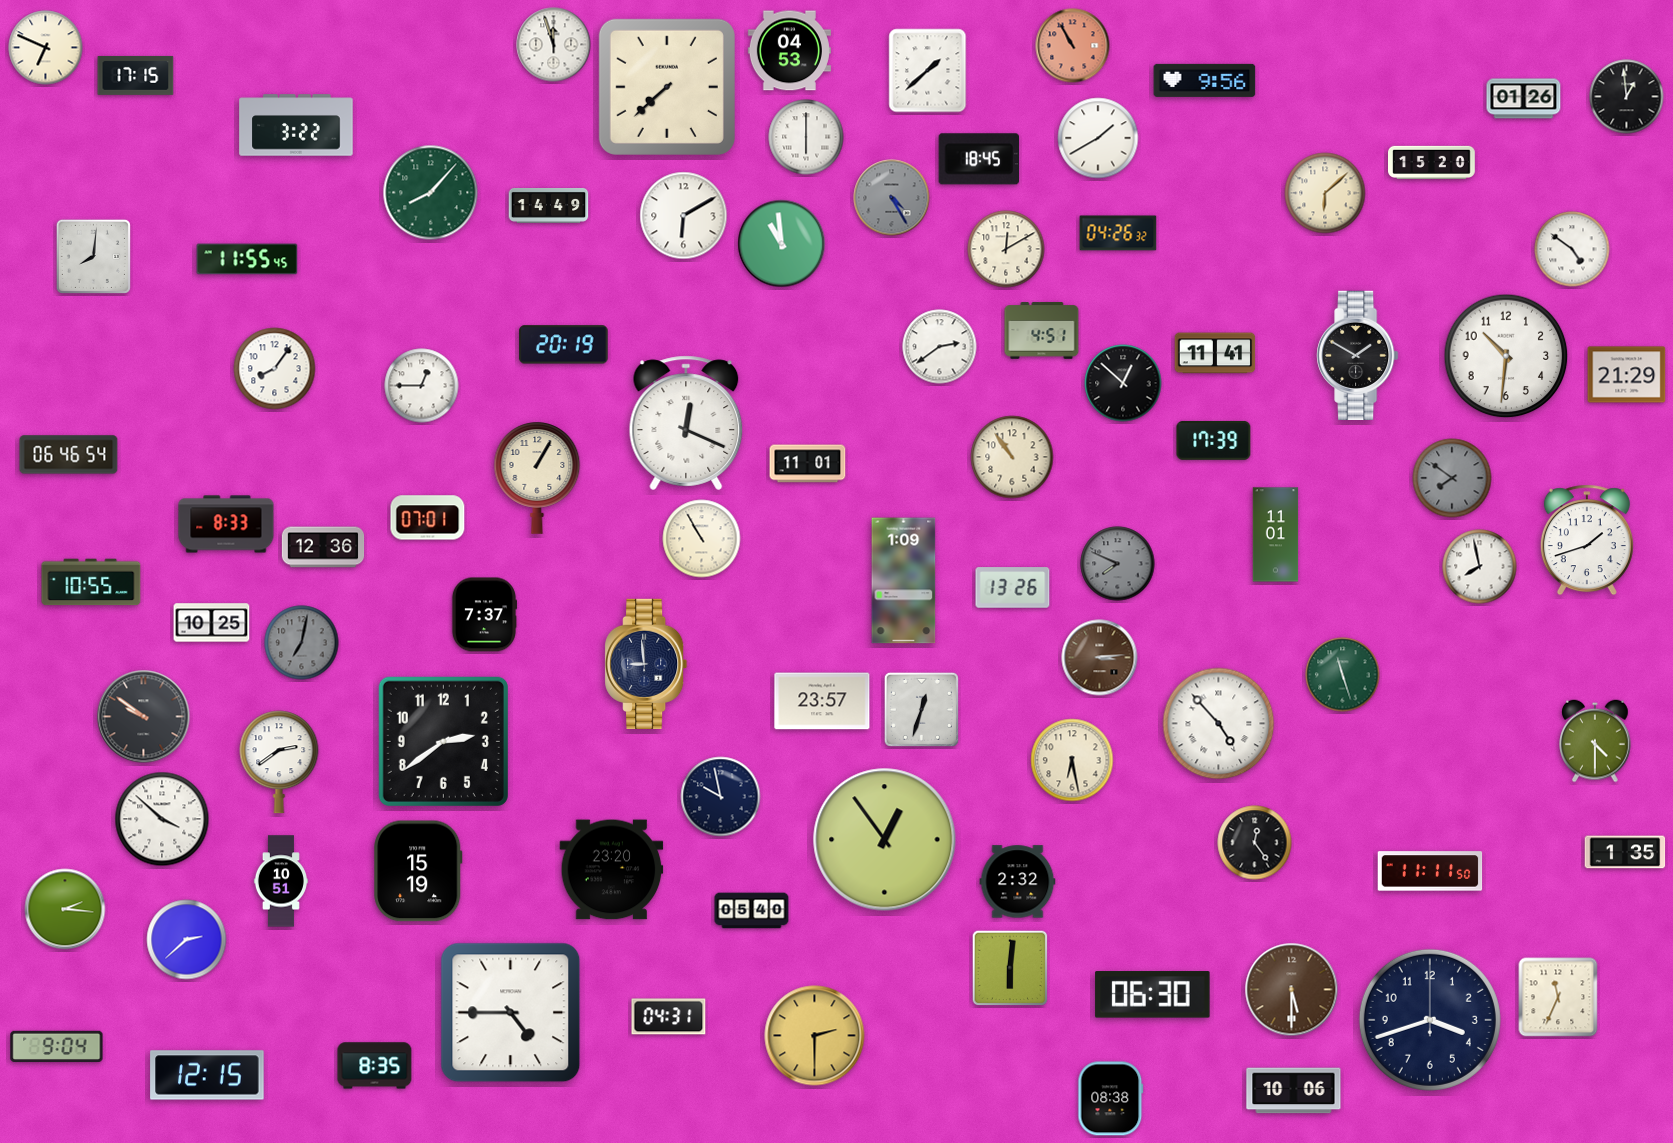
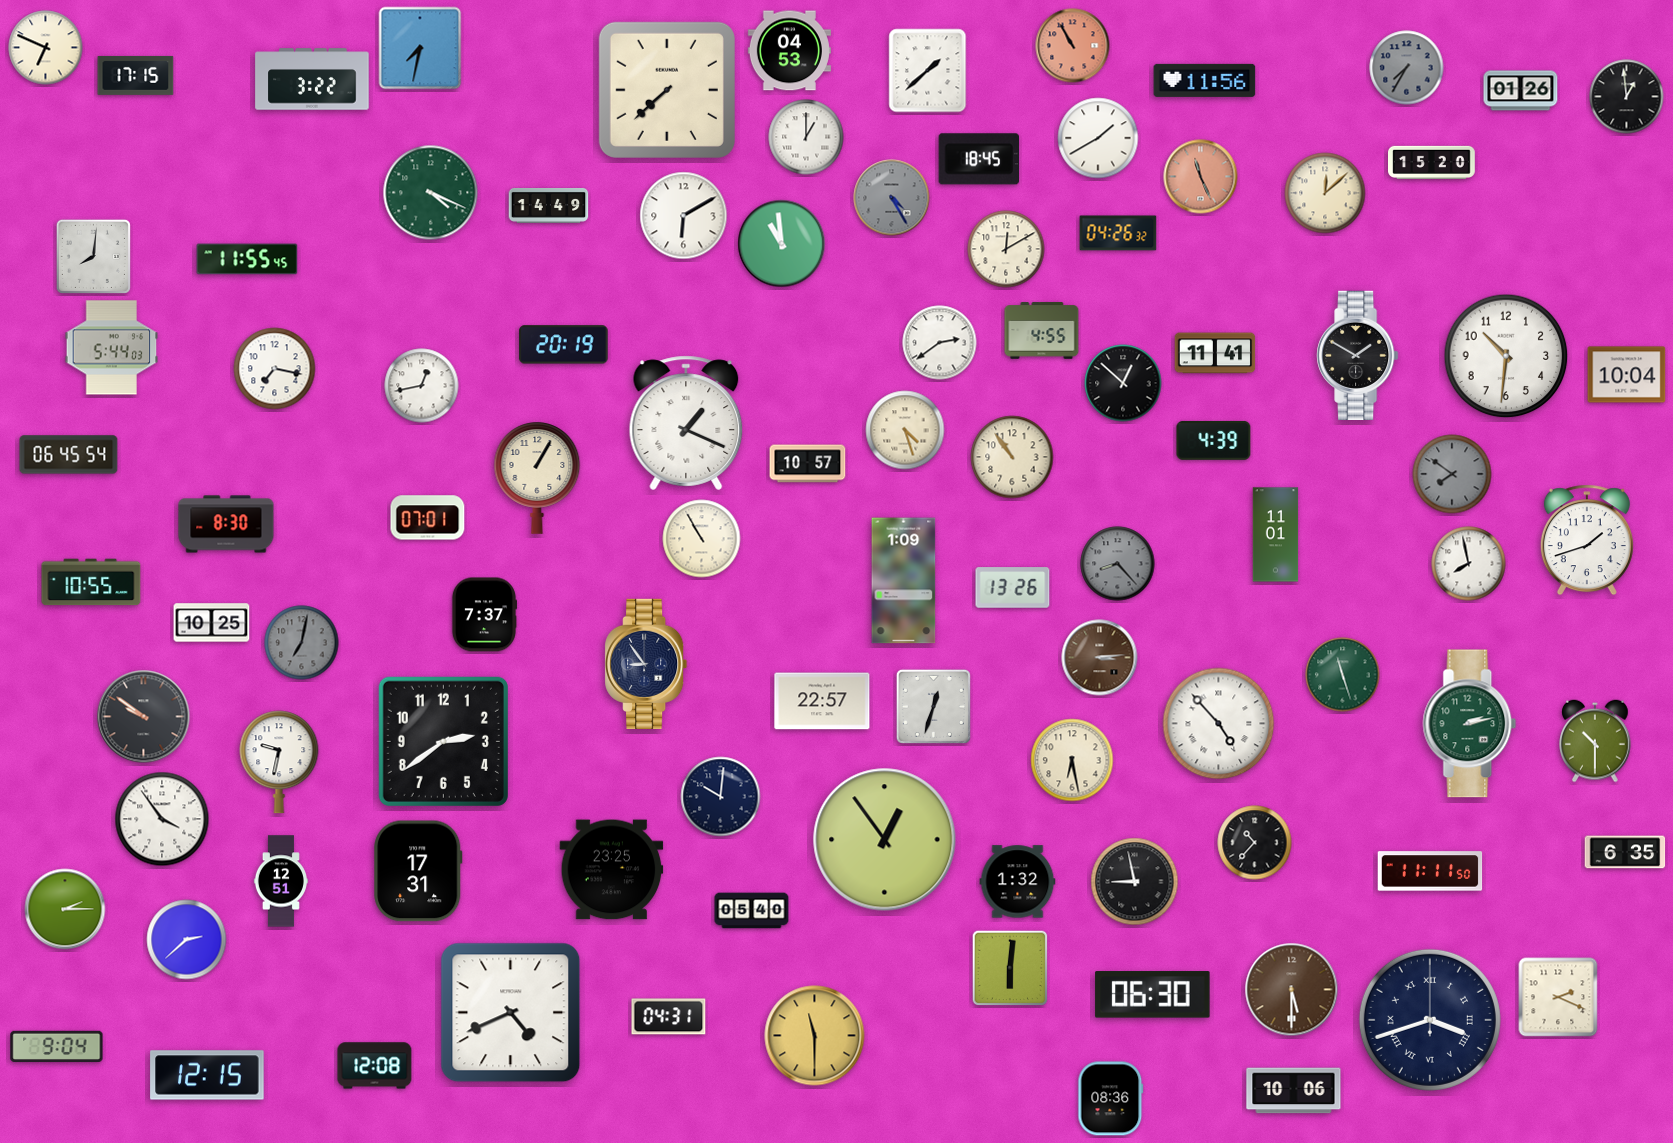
clock at (554, 45): 11:57 -> none
clock at (420, 48): none -> 7:32
clock at (1407, 68): none -> 7:35
clock at (1205, 80): 9:56 -> 11:56
clock at (667, 87) position: (667, 87) -> (667, 90)
clock at (1524, 99) position: (1524, 99) -> (1521, 91)
clock at (296, 125) position: (296, 125) -> (312, 79)
clock at (806, 137): 6:00 -> 1:00
clock at (1201, 177): none -> 11:26
clock at (431, 193): 8:07 -> 4:19
clock at (1325, 193): 6:08 -> 12:08
clock at (1572, 249): 4:51 -> none
clock at (1042, 331): 4:51 -> 4:55
clock at (940, 347) position: (940, 347) -> (940, 343)
clock at (112, 348): none -> 5:44
clock at (275, 369): 8:06 -> 7:17
clock at (1627, 375): 21:29 -> 10:04
clock at (422, 386): 12:45 -> 12:43
clock at (686, 423): 12:19 -> 1:19
clock at (905, 430): none -> 4:27
clock at (1214, 440): 17:39 -> 4:39
clock at (69, 455): 06:46 -> 06:45
clock at (808, 464): 11:01 -> 10:57
clock at (1452, 478) position: (1452, 478) -> (1452, 474)
clock at (226, 524): 8:33 -> 8:30
clock at (323, 547): 12:36 -> none
clock at (1118, 564): 7:49 -> 8:23
clock at (1480, 567) position: (1480, 567) -> (1469, 564)
clock at (646, 664): 8:59 -> 8:54
clock at (822, 701): 23:57 -> 22:57
clock at (921, 709) position: (921, 709) -> (933, 706)
clock at (1470, 724): none -> 2:13
clock at (1595, 741): 4:30 -> 10:30
clock at (279, 762): 2:39 -> 9:32
clock at (721, 797): 9:58 -> 10:01
clock at (162, 819): 3:52 -> 3:54
clock at (1255, 843): 12:24 -> 10:37
clock at (1625, 852): 1:35 -> 6:35
clock at (612, 870): 23:20 -> 23:25
clock at (418, 871): 15:19 -> 17:31
clock at (281, 881): 10:51 -> 12:51
clock at (1018, 882): 2:32 -> 1:32
clock at (1135, 882): none -> 8:58
clock at (65, 909): 2:16 -> 2:15
clock at (1558, 997): 11:34 -> 2:19
clock at (511, 1013): 4:45 -> 4:41
clock at (1430, 1020) numerals: Arabic -> Roman
clock at (815, 1036): 2:30 -> 11:30
clock at (375, 1066): 8:35 -> 12:08
clock at (1111, 1099): 08:38 -> 08:36
